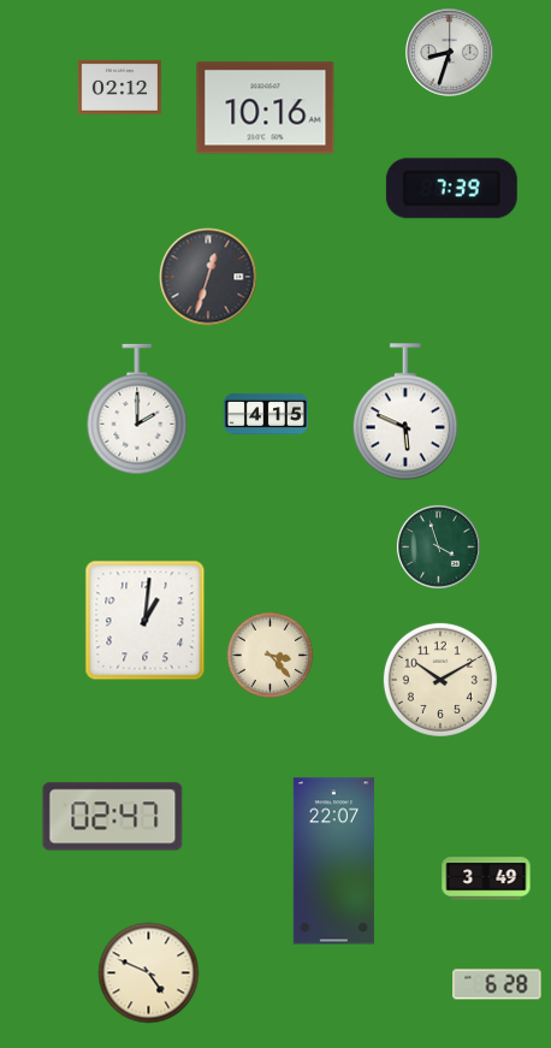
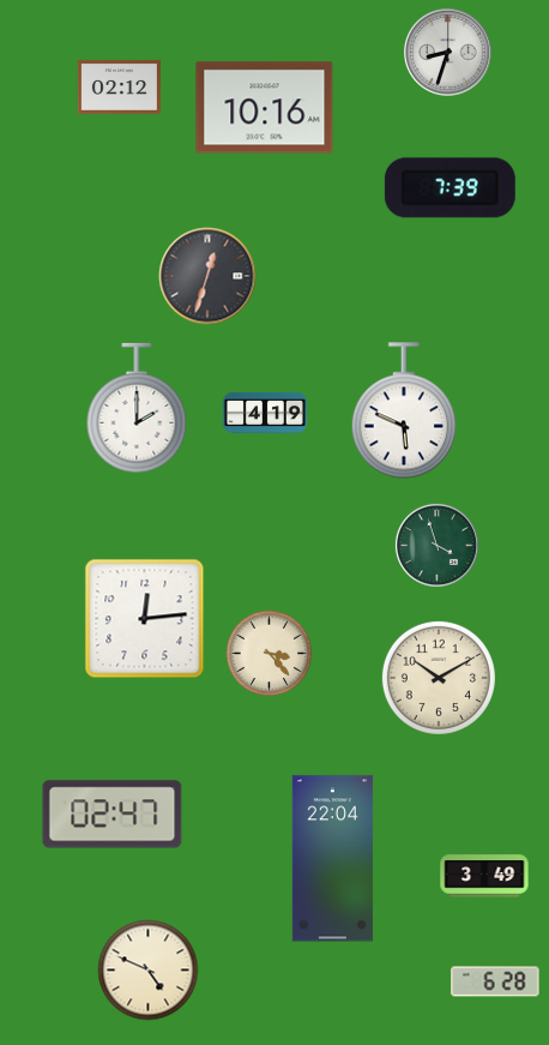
clock at (266, 414): 4:15 -> 4:19
clock at (146, 621): 1:01 -> 12:14
clock at (333, 862): 22:07 -> 22:04
